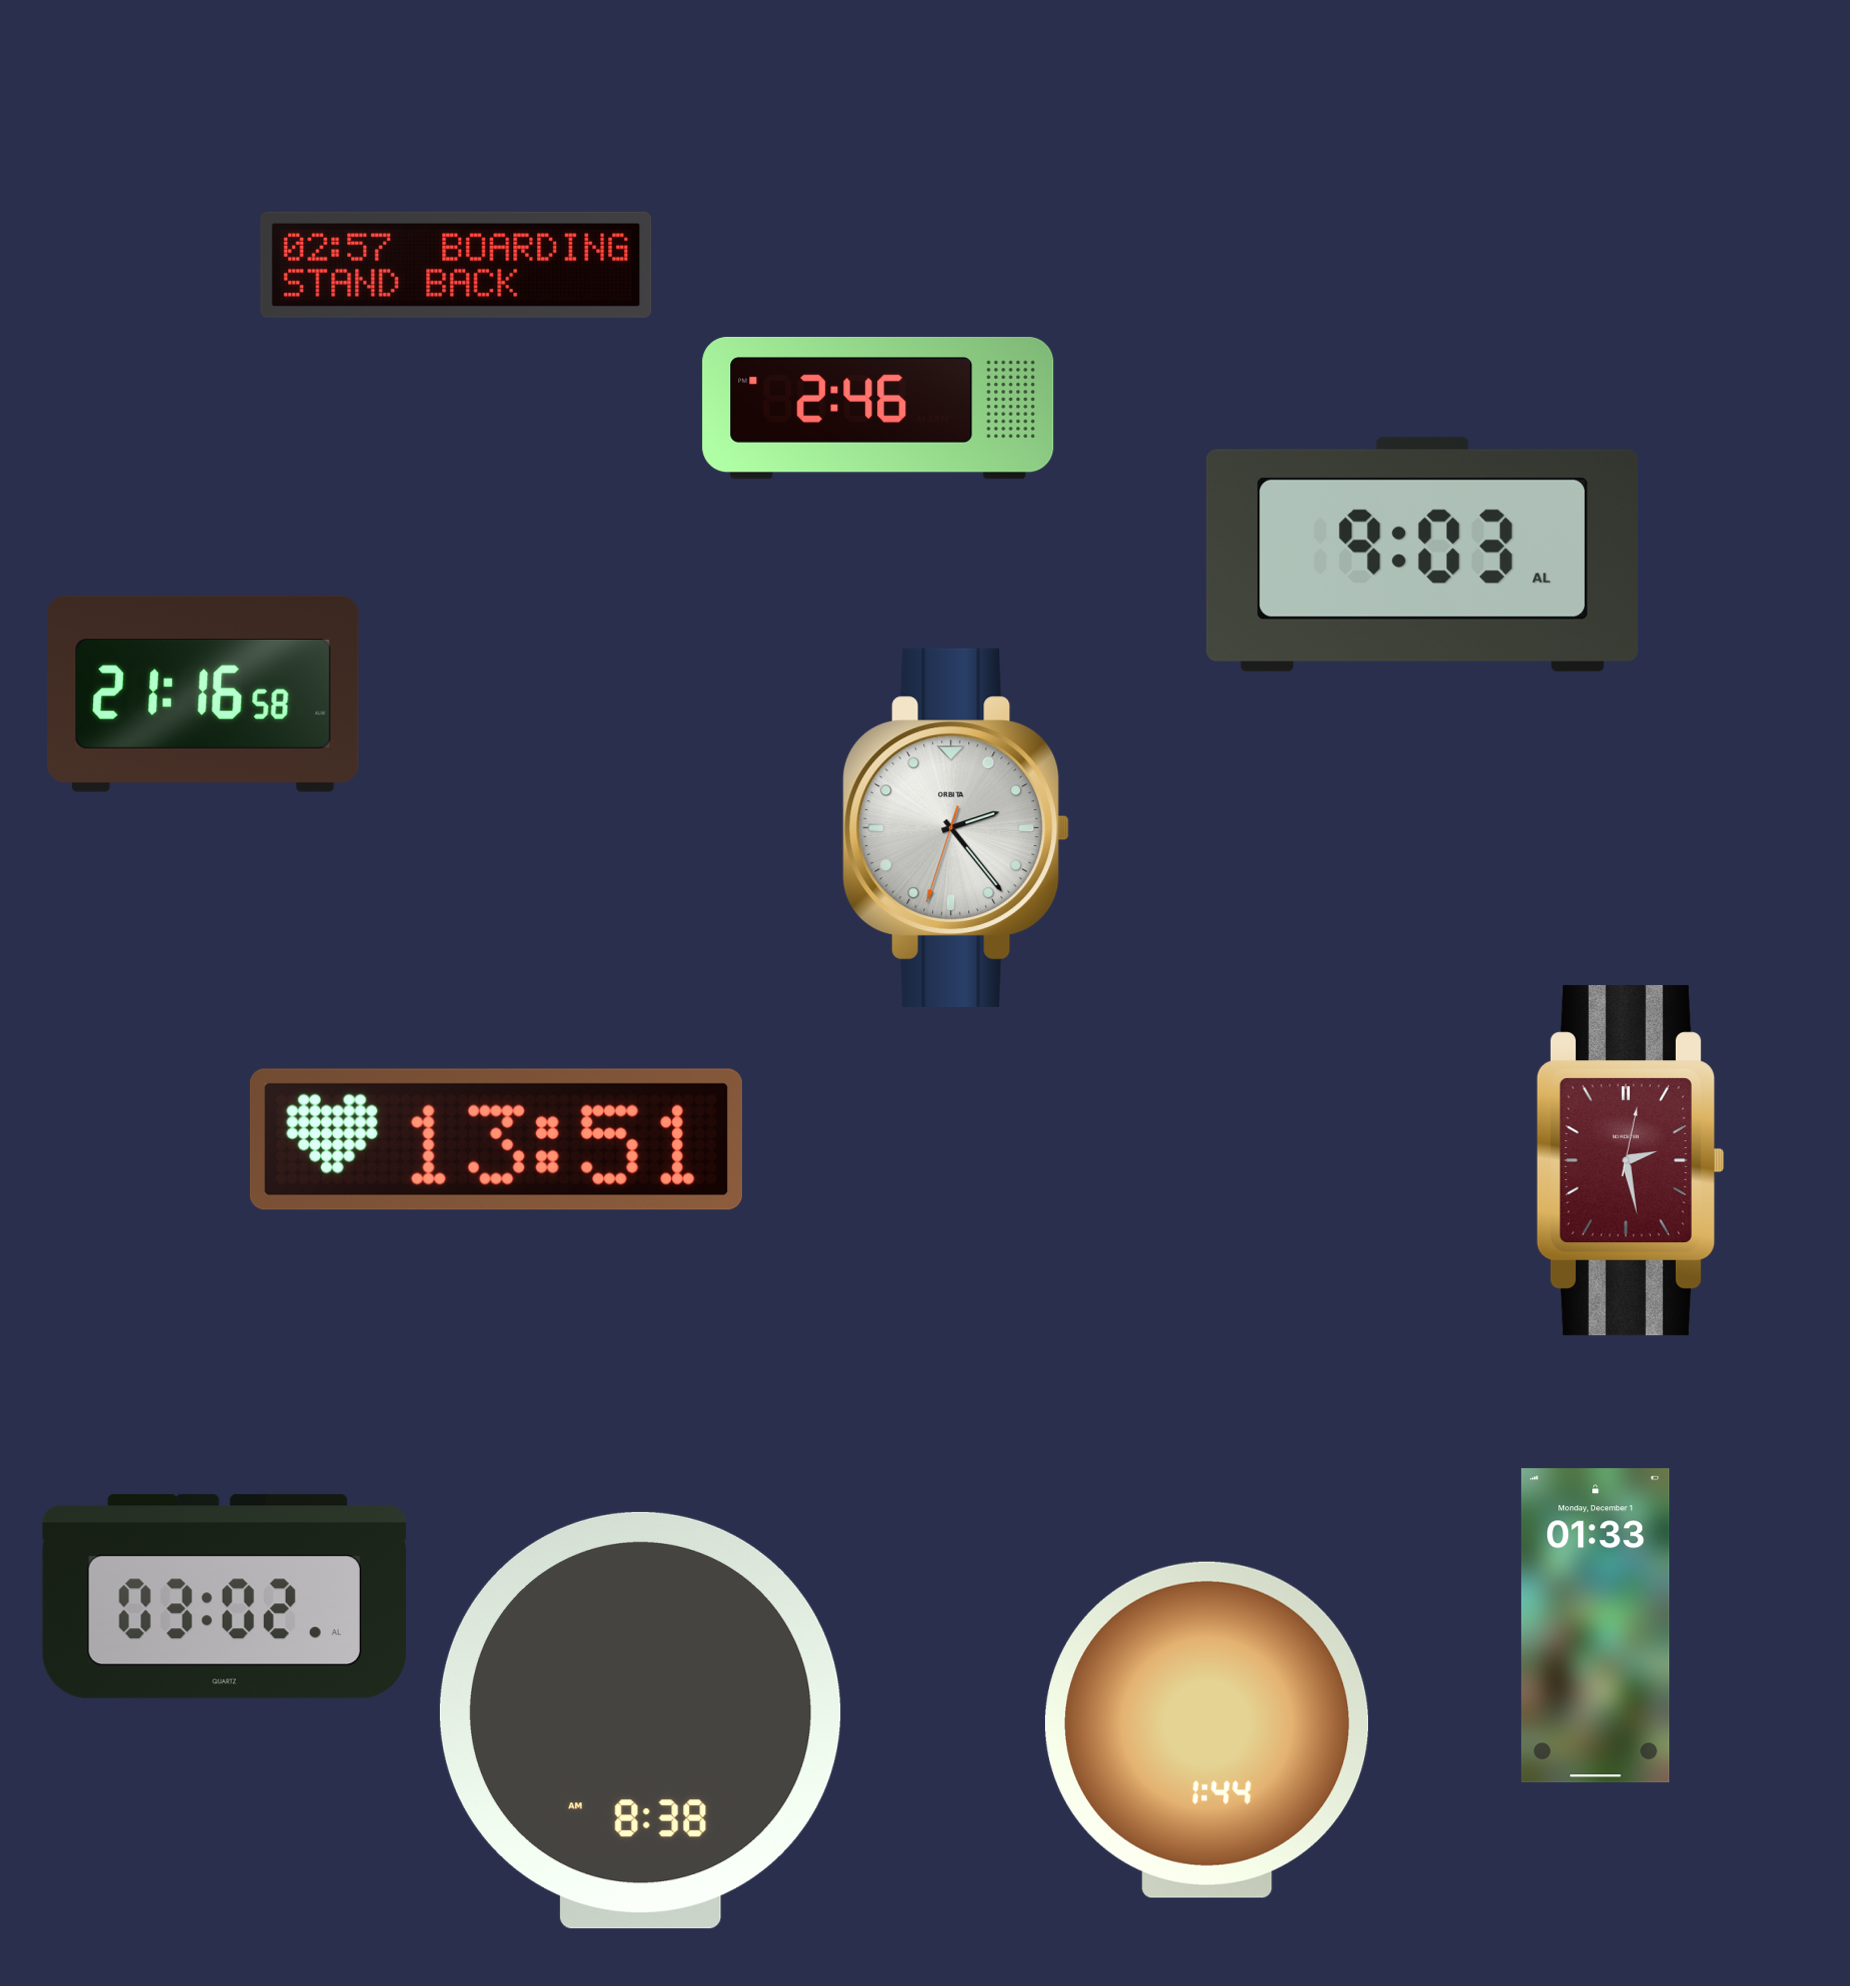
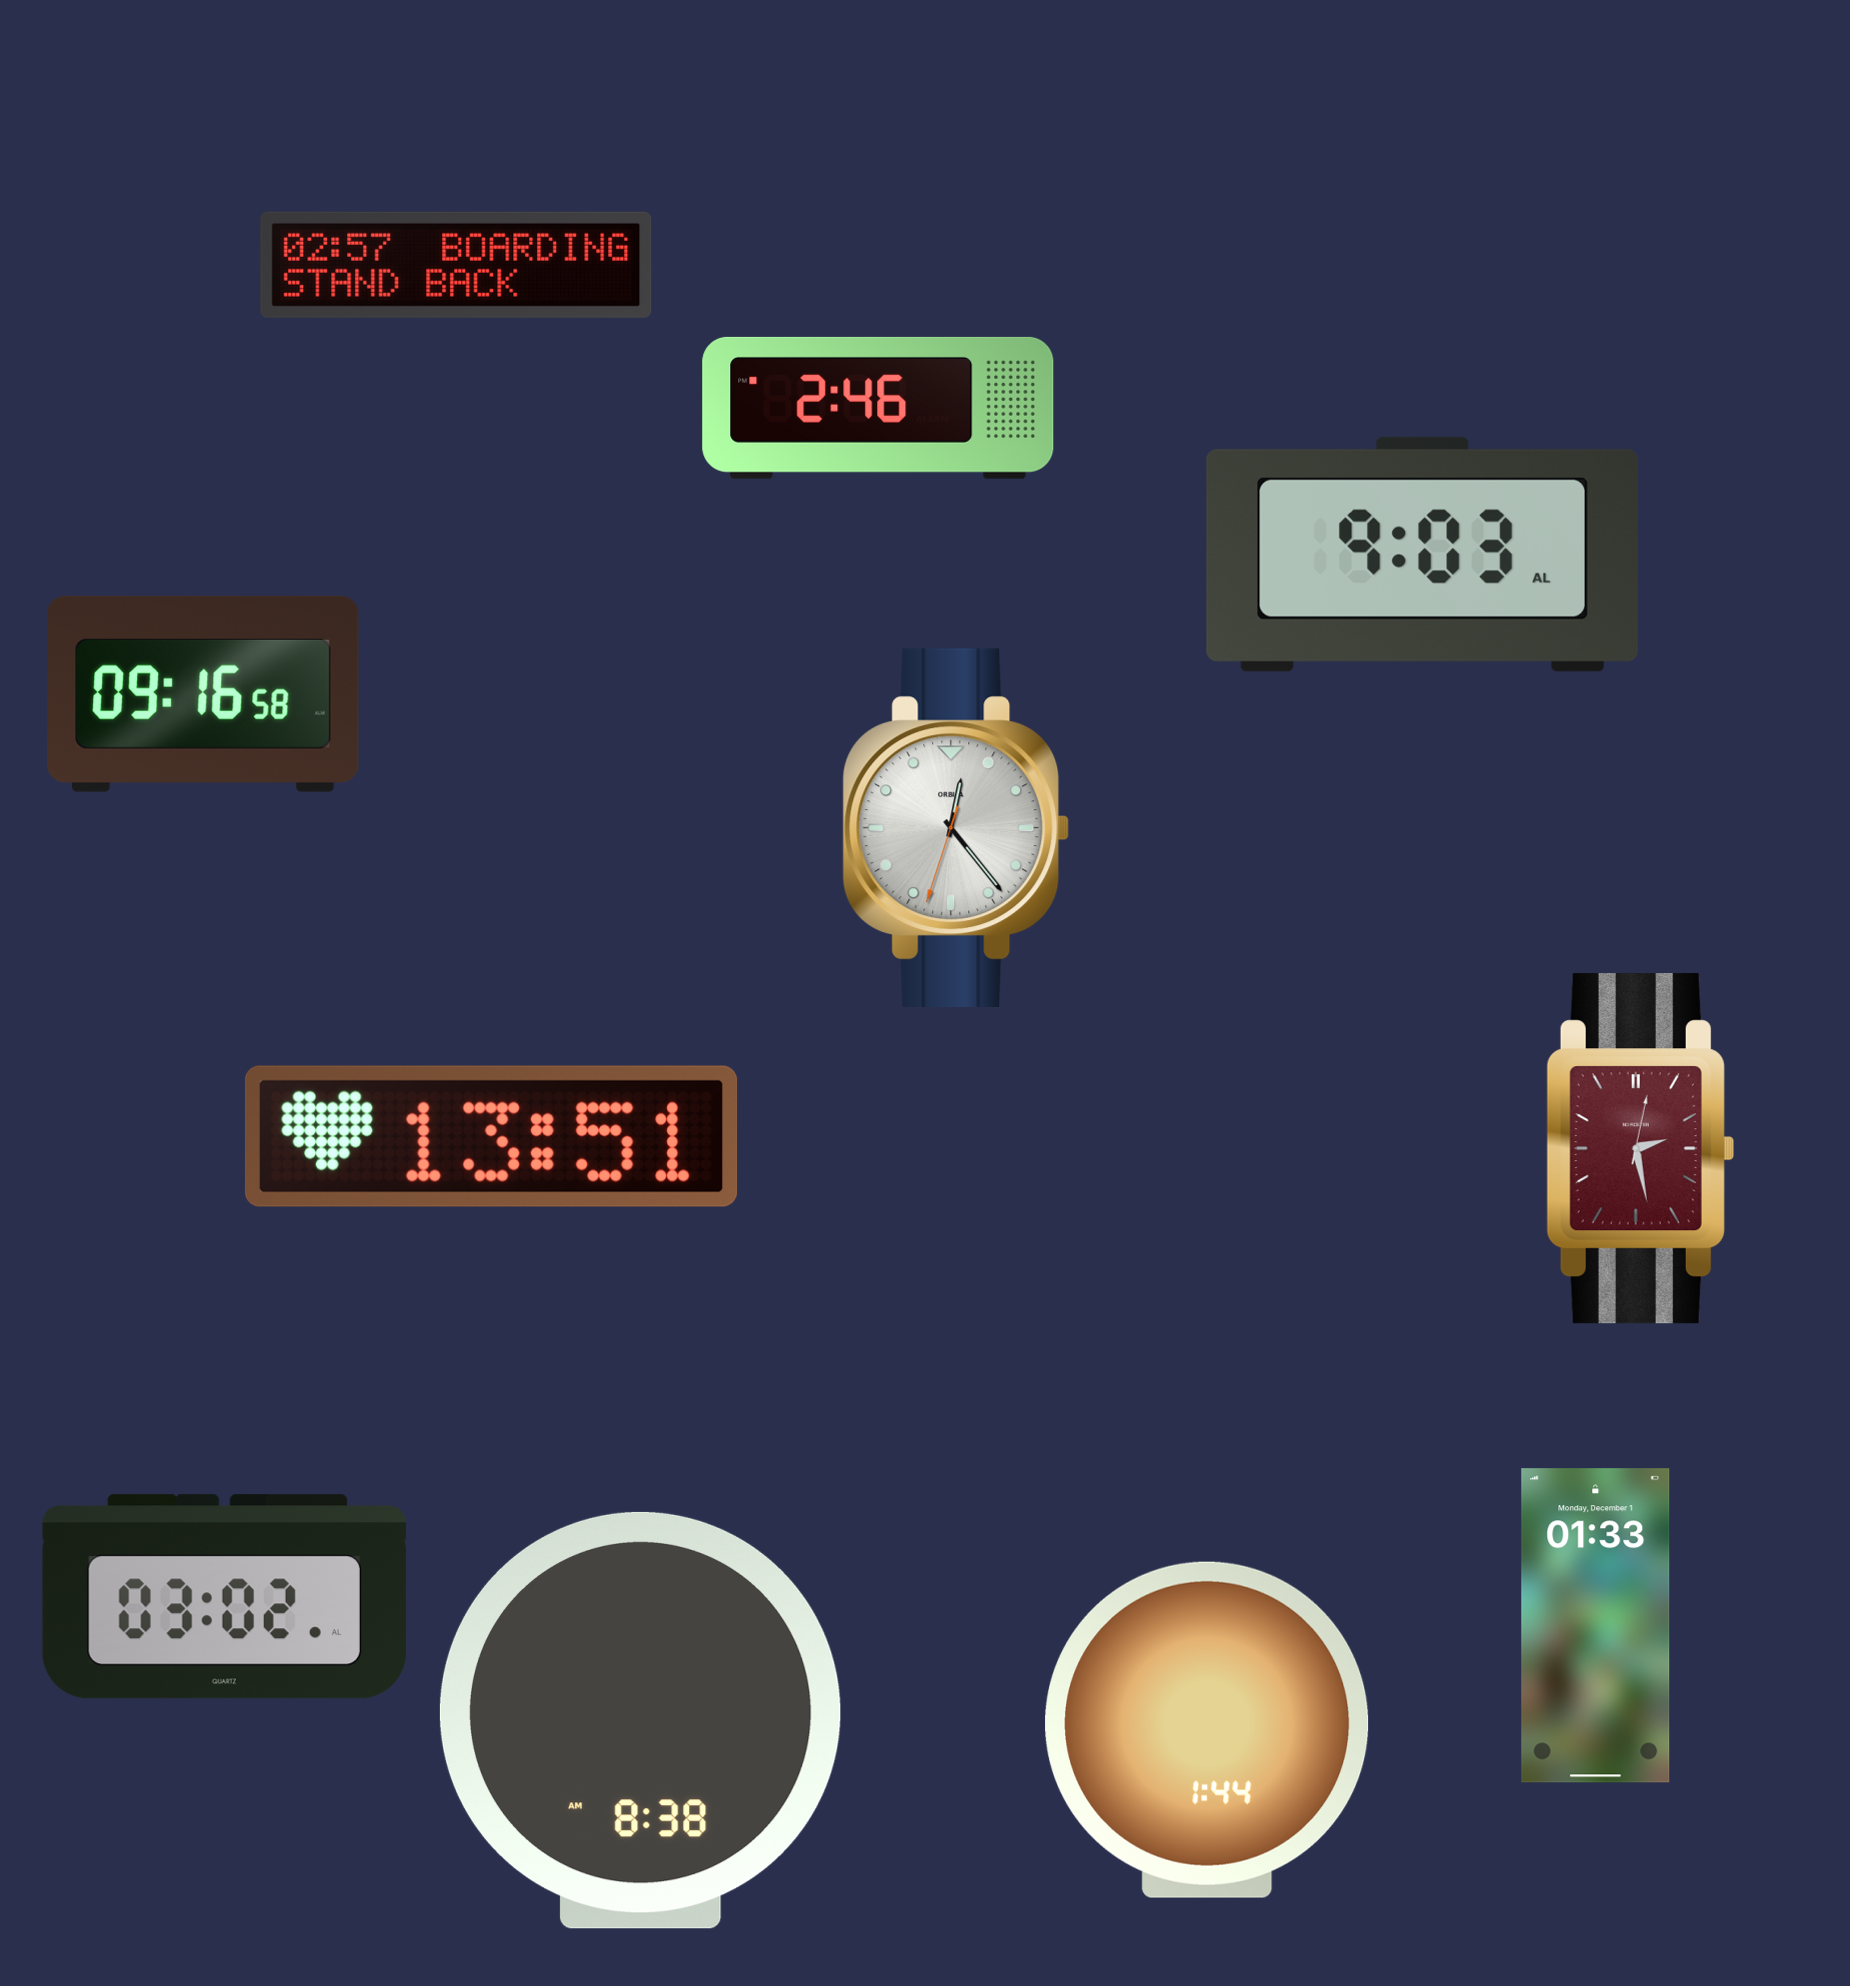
clock at (203, 694): 21:16 -> 09:16
clock at (956, 827): 2:23 -> 12:23
clock at (496, 1139) position: (496, 1139) -> (491, 1136)
clock at (1630, 1161) position: (1630, 1161) -> (1640, 1149)
